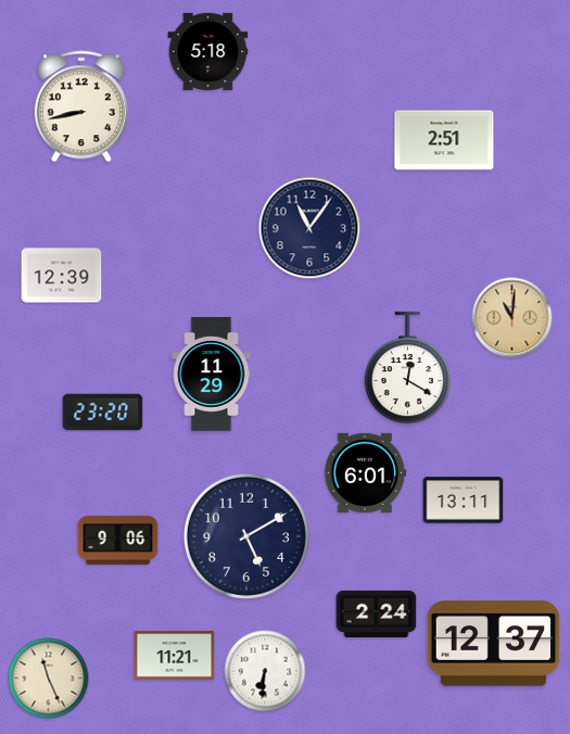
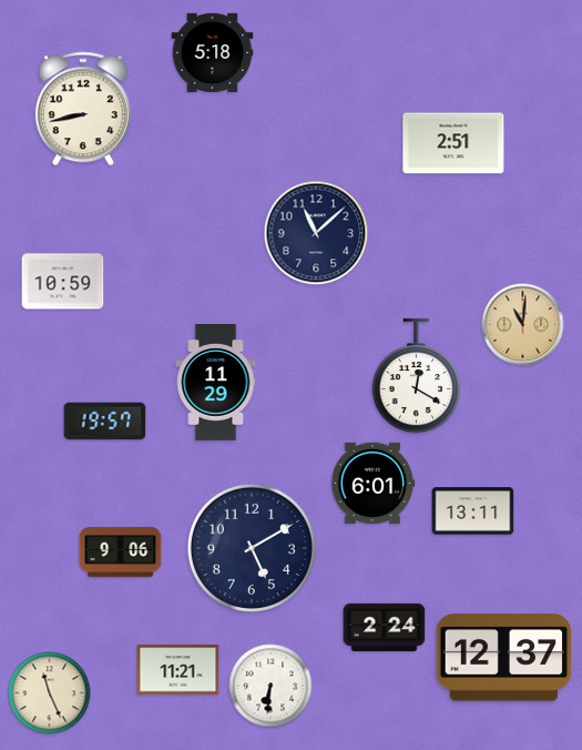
clock at (309, 228): 11:06 -> 11:08
clock at (62, 276): 12:39 -> 10:59
clock at (103, 413): 23:20 -> 19:57
